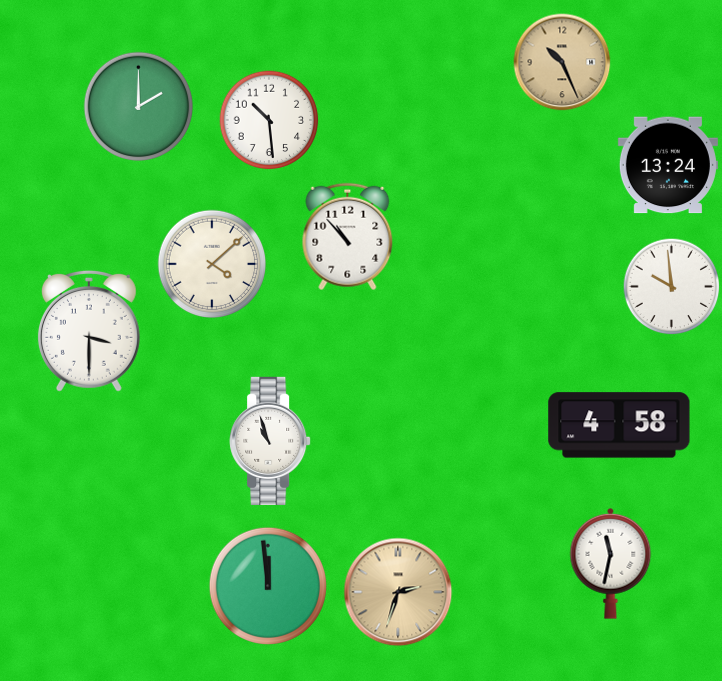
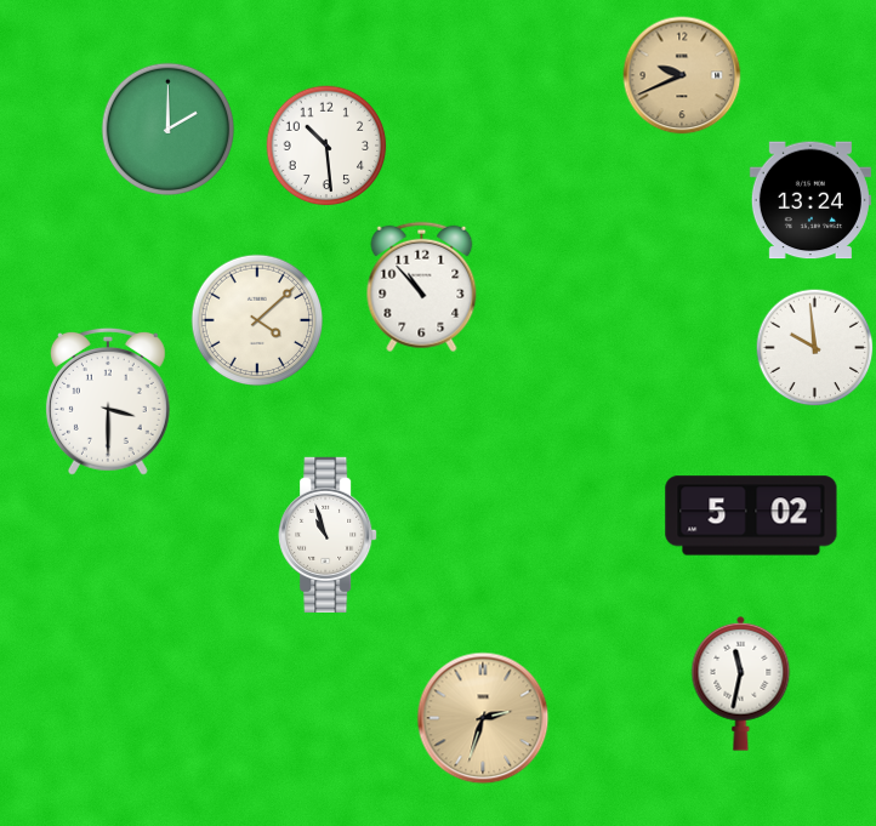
clock at (562, 62): 10:26 -> 9:41
clock at (619, 425): 4:58 -> 5:02
clock at (267, 585): 11:59 -> none
